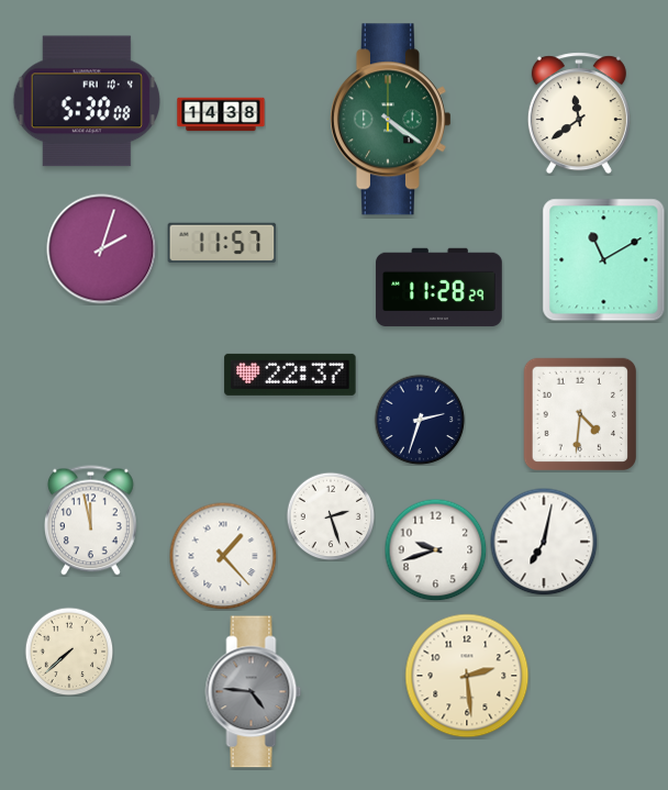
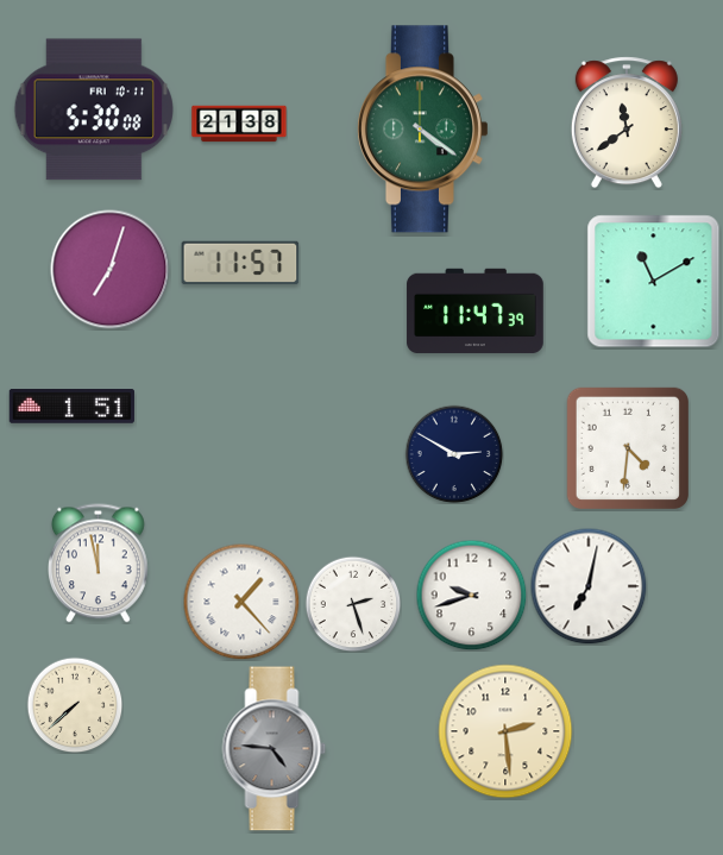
clock at (87, 101) date: FRI 10-4 -> FRI 10-11
clock at (221, 114): 14:38 -> 21:38
clock at (102, 249): 2:03 -> 7:03
clock at (439, 288): 11:28 -> 11:47
clock at (290, 375): 22:37 -> none
clock at (71, 407): none -> 1:51
clock at (420, 420): 2:33 -> 2:50
clock at (331, 516) position: (331, 516) -> (353, 604)
